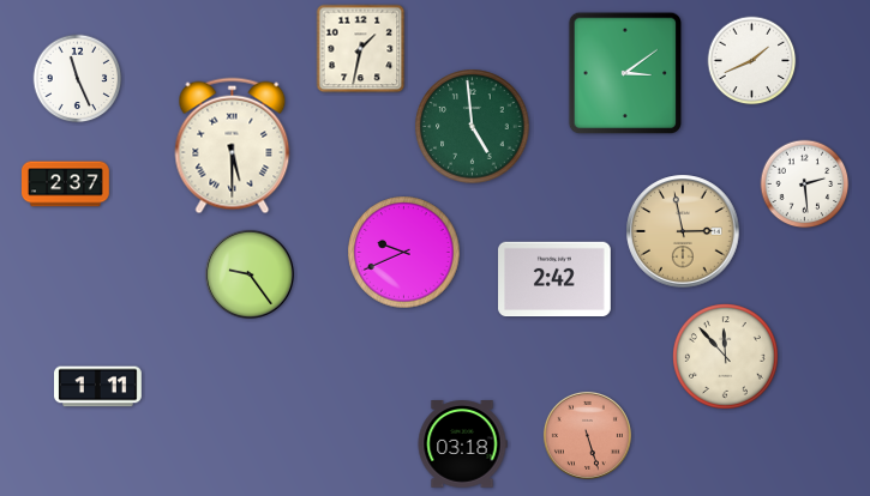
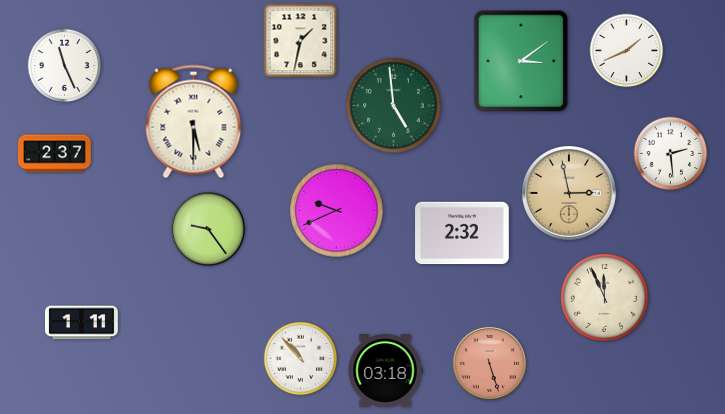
clock at (554, 279): 2:42 -> 2:32
clock at (726, 357): 11:53 -> 11:56
clock at (301, 359): none -> 10:53
